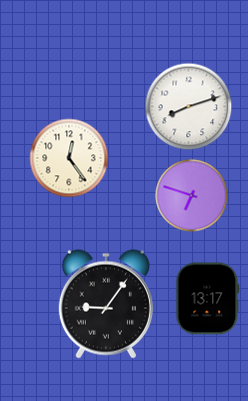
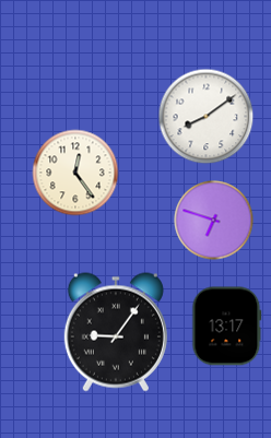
clock at (189, 107): 8:12 -> 8:09
clock at (192, 196) position: (192, 196) -> (214, 221)
